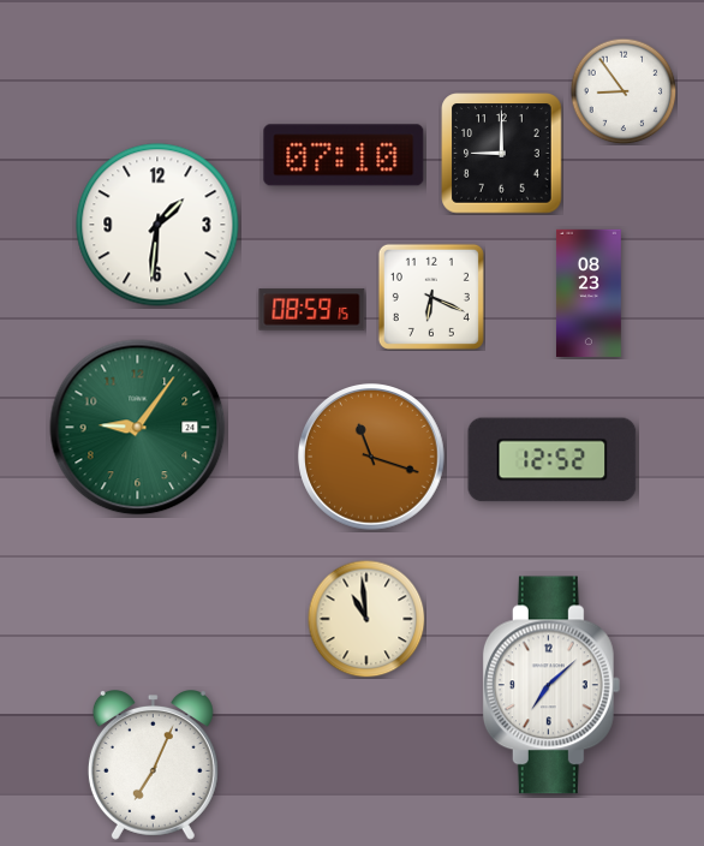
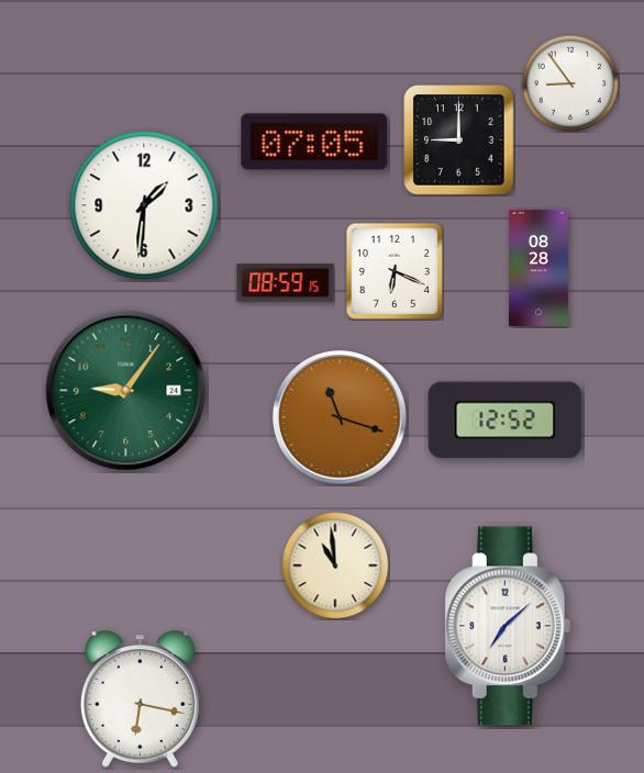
clock at (344, 155): 07:10 -> 07:05
clock at (589, 293): 08:23 -> 08:28
clock at (551, 685) position: (551, 685) -> (508, 626)
clock at (153, 765): 7:04 -> 6:17
